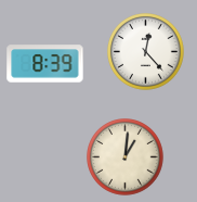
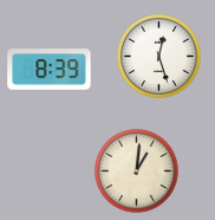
clock at (146, 52): 12:23 -> 12:27
